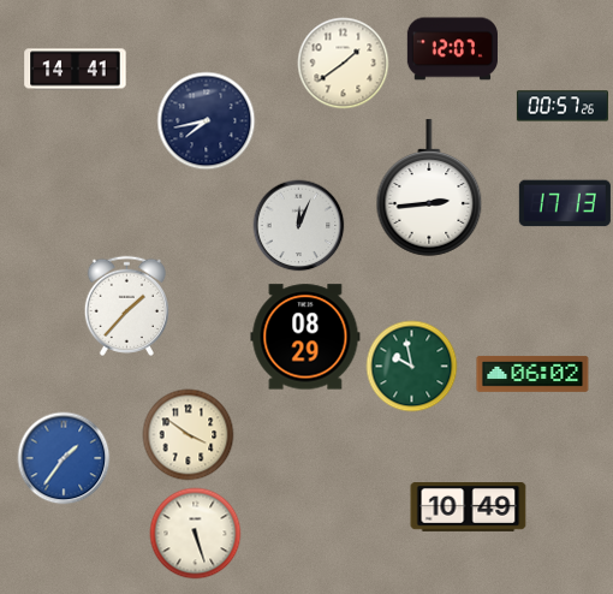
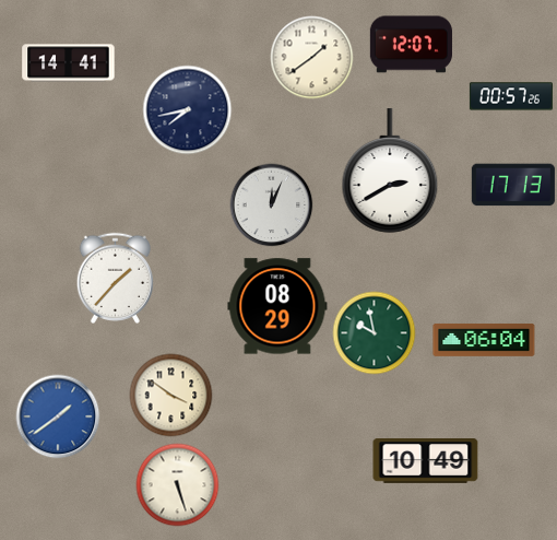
clock at (429, 188): 2:44 -> 2:40
clock at (532, 374): 06:02 -> 06:04
clock at (64, 458): 1:36 -> 1:39
